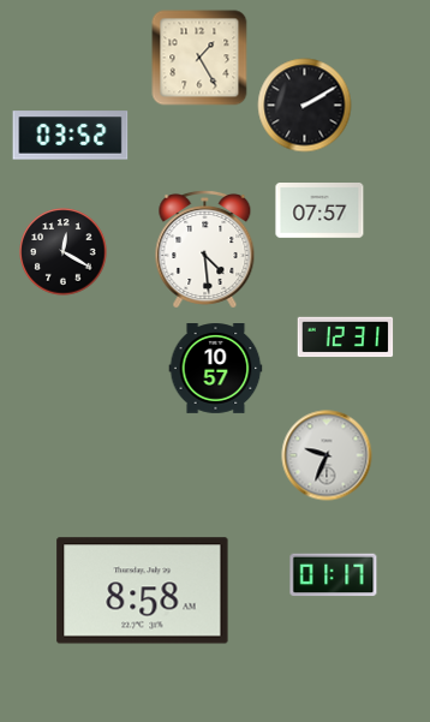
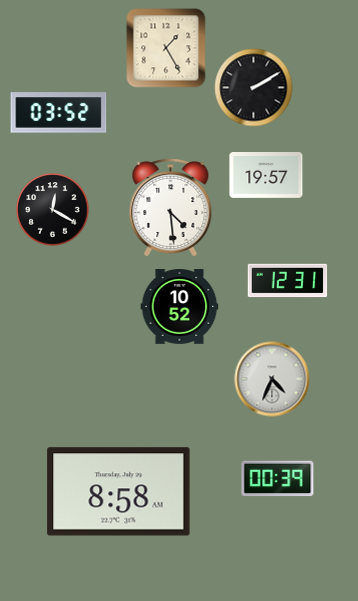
clock at (319, 211): 07:57 -> 19:57
clock at (216, 369): 10:57 -> 10:52
clock at (327, 455): 9:34 -> 4:34
clock at (334, 575): 01:17 -> 00:39
